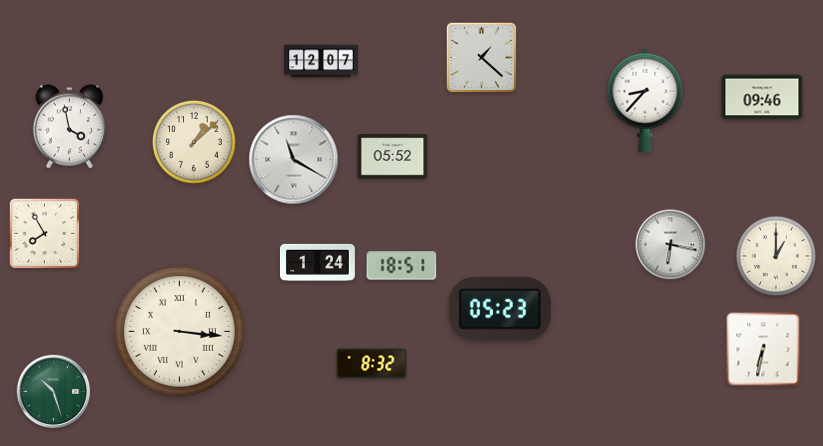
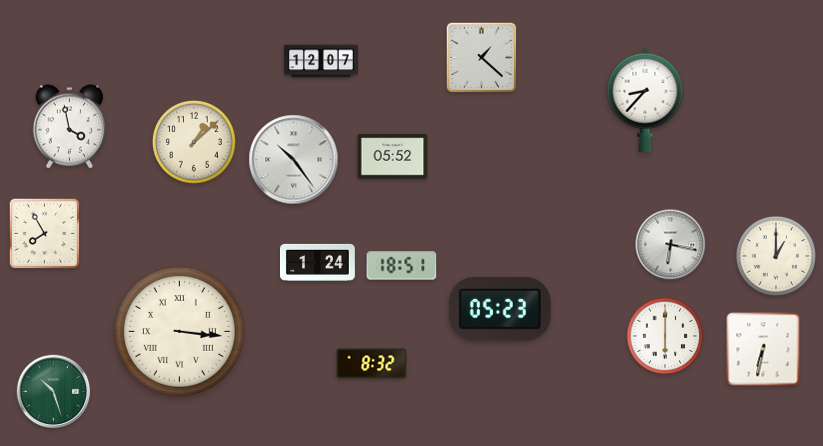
clock at (762, 97): 09:46 -> none
clock at (294, 160): 11:20 -> 10:24
clock at (665, 336): none -> 6:00
